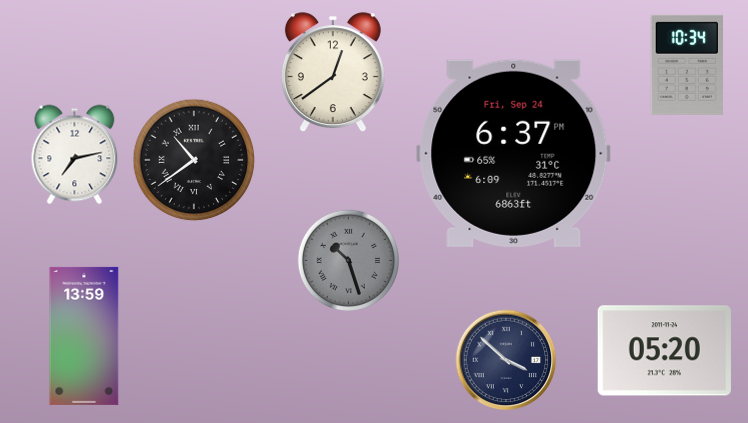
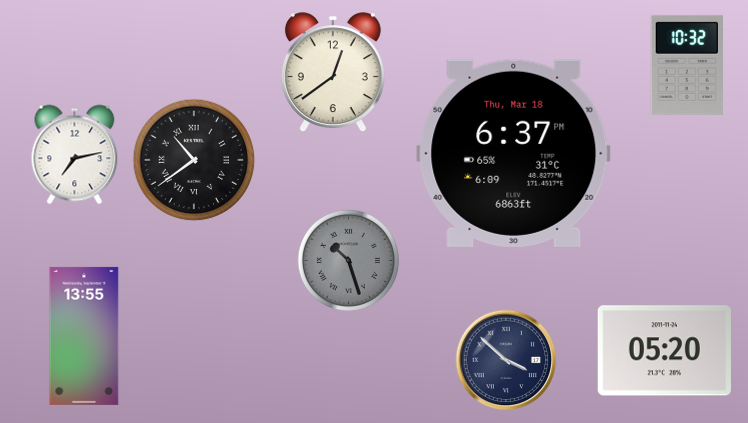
clock at (687, 65): 10:34 -> 10:32
clock at (514, 153) date: Fri, Sep 24 -> Thu, Mar 18
clock at (84, 336): 13:59 -> 13:55
